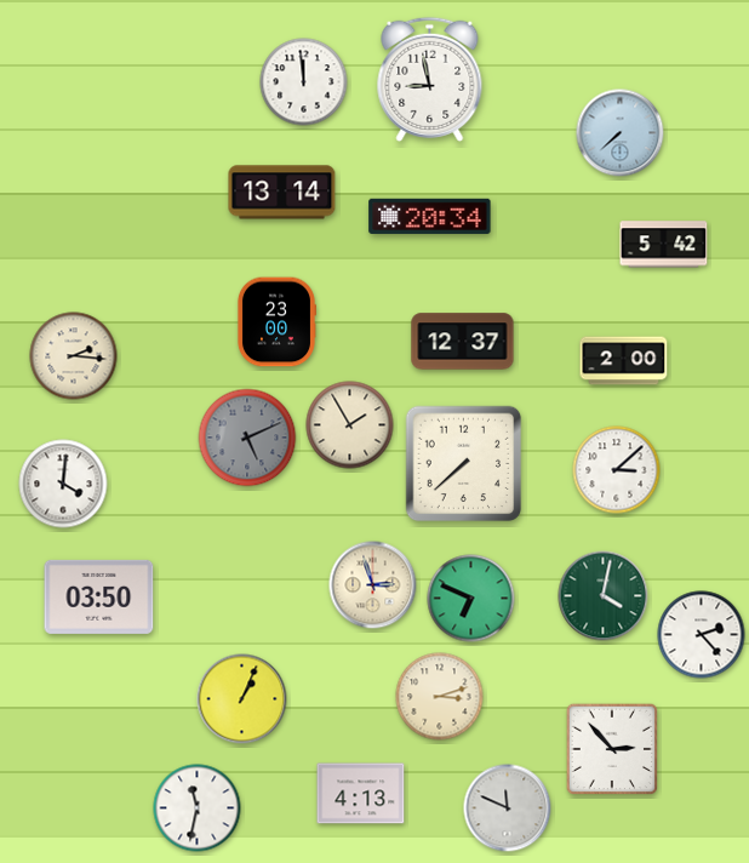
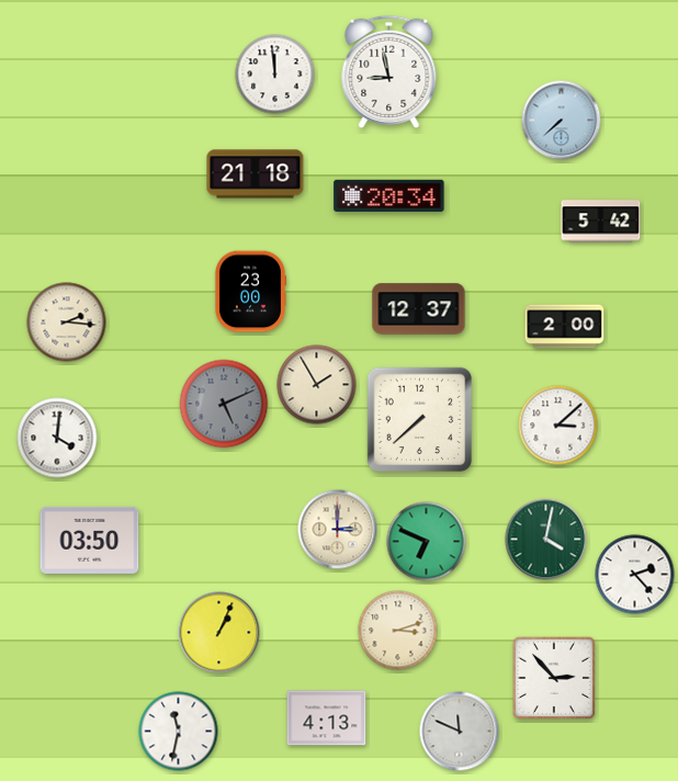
clock at (282, 193): 13:14 -> 21:18
clock at (247, 438) position: (247, 438) -> (224, 404)
clock at (373, 585): 2:57 -> 3:00
